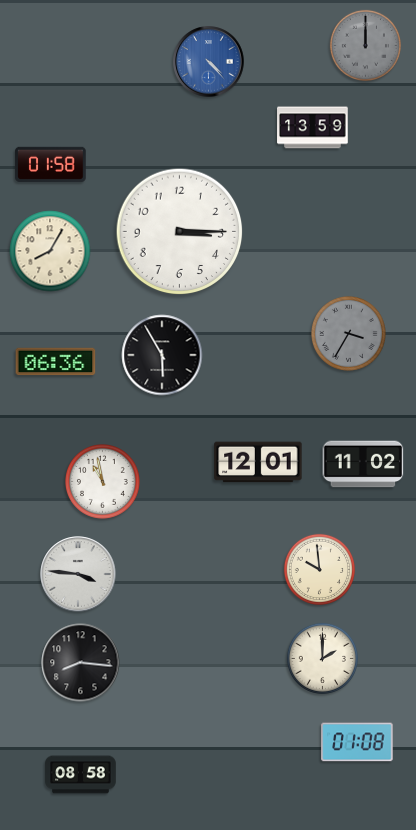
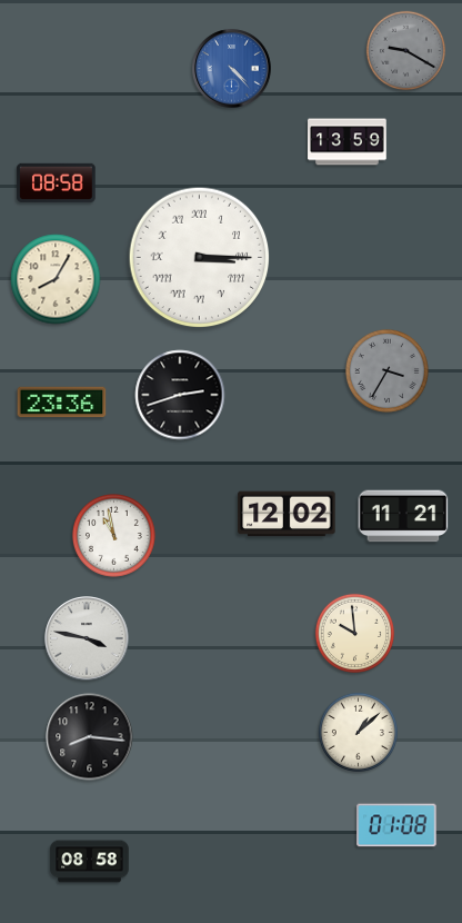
clock at (365, 45): 12:00 -> 9:20
clock at (51, 164): 01:58 -> 08:58
clock at (180, 232) numerals: Arabic -> Roman
clock at (162, 355): 5:55 -> 2:42
clock at (56, 362): 06:36 -> 23:36
clock at (258, 462): 12:01 -> 12:02
clock at (363, 464): 11:02 -> 11:21
clock at (78, 574): 3:46 -> 3:47
clock at (322, 658): 2:00 -> 1:08
